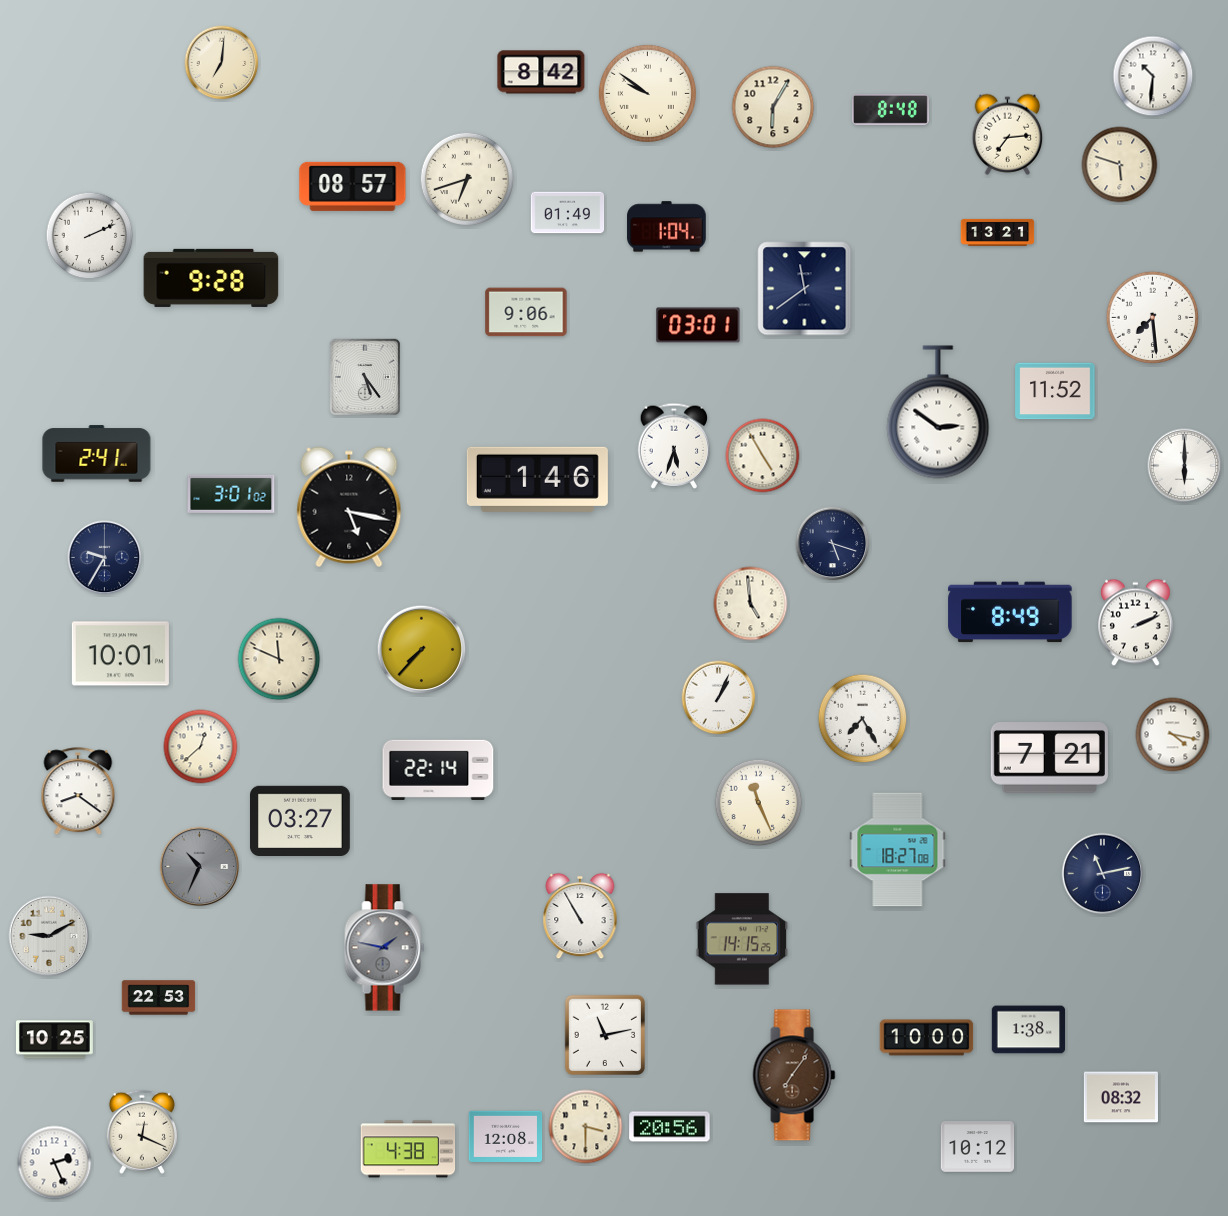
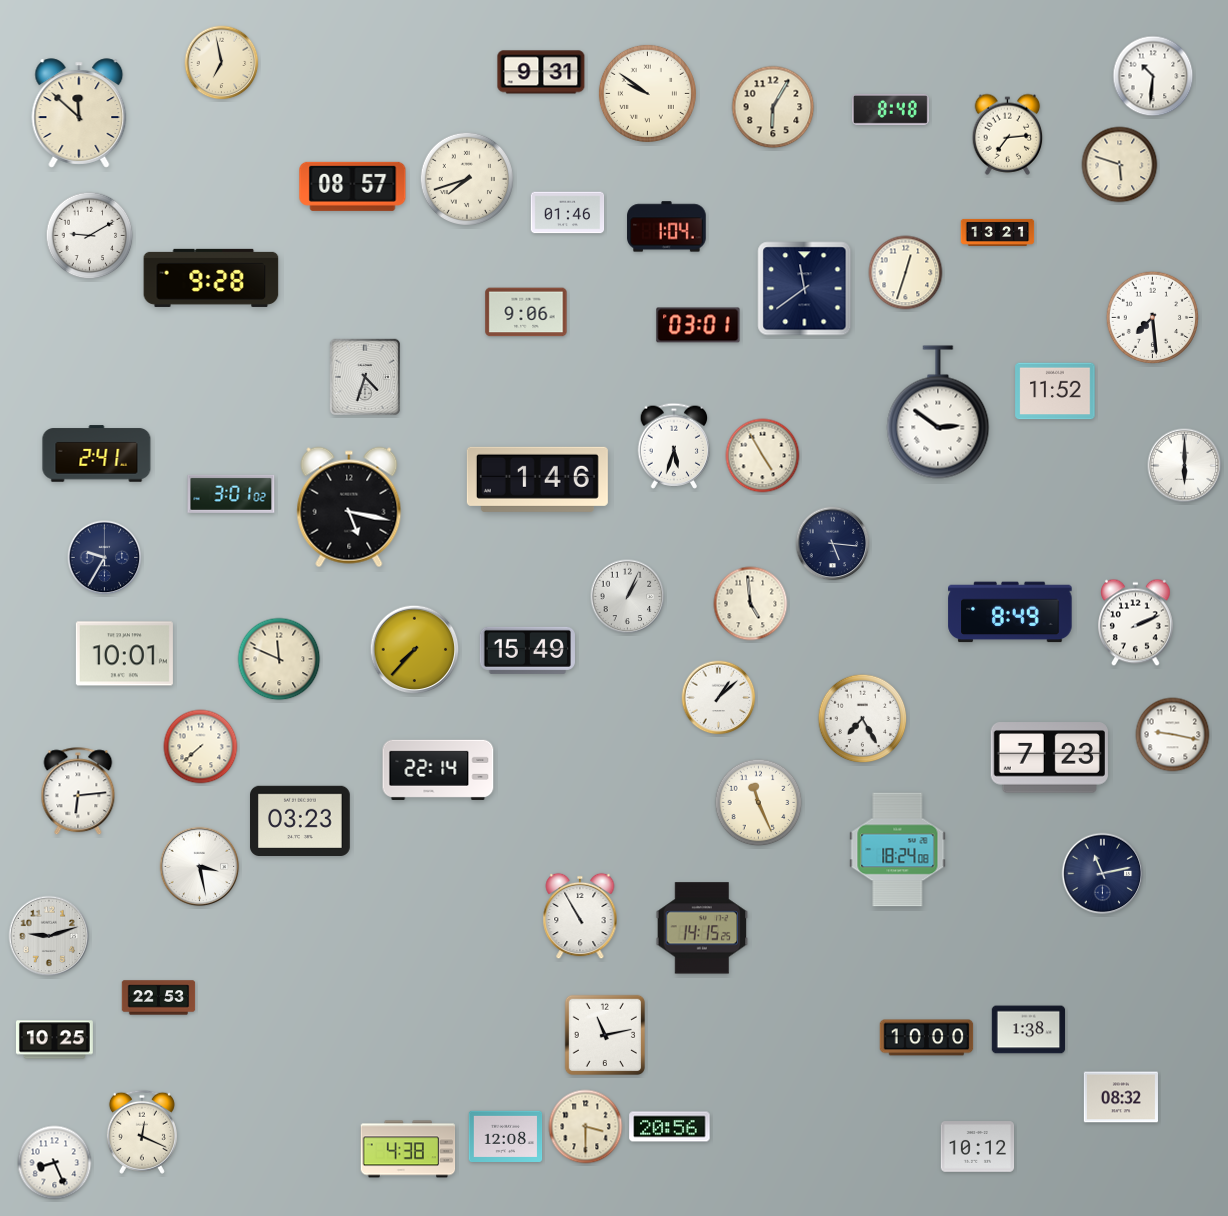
clock at (222, 63): 7:01 -> 6:58
clock at (541, 72): 8:42 -> 9:31
clock at (79, 113): none -> 11:52
clock at (466, 178): 6:42 -> 7:42
clock at (568, 213): 01:49 -> 01:46
clock at (90, 236): 2:11 -> 9:10
clock at (906, 273): none -> 12:33
clock at (365, 377): 5:24 -> 4:33
clock at (833, 544): 5:18 -> 5:16
clock at (628, 597): none -> 1:04
clock at (422, 650) position: (422, 650) -> (415, 650)
clock at (527, 650): none -> 15:49
clock at (120, 654) position: (120, 654) -> (124, 654)
clock at (719, 698): 1:04 -> 1:08
clock at (1173, 735): 4:17 -> 9:17
clock at (201, 747): 12:38 -> 7:38
clock at (1049, 758): 7:21 -> 7:23
clock at (78, 792): 8:21 -> 6:14
clock at (301, 820): 03:27 -> 03:23
clock at (898, 850): 18:27 -> 18:24
clock at (200, 867): 10:34 -> 3:28
clock at (200, 867) dial: grey -> white
clock at (49, 936): 9:10 -> 9:12
clock at (742, 939) position: (742, 939) -> (702, 928)
clock at (385, 948): 1:47 -> none
clock at (794, 1075): 7:06 -> none
clock at (55, 1163): 2:26 -> 8:26
